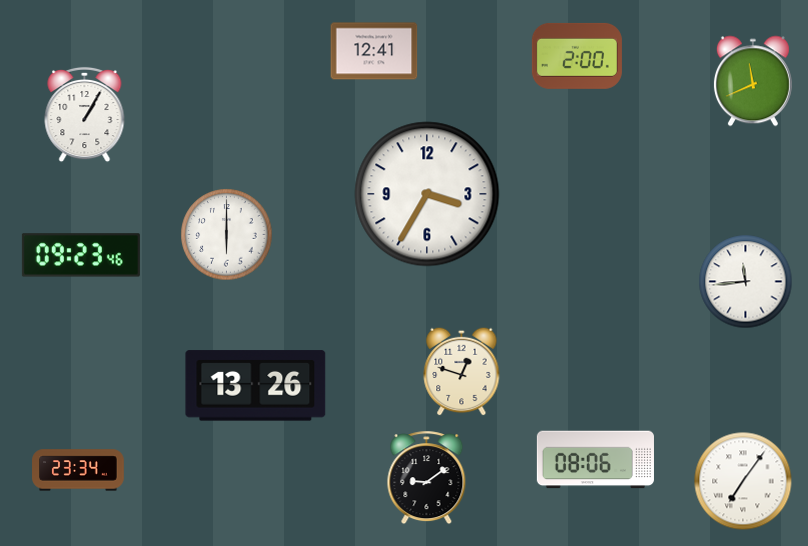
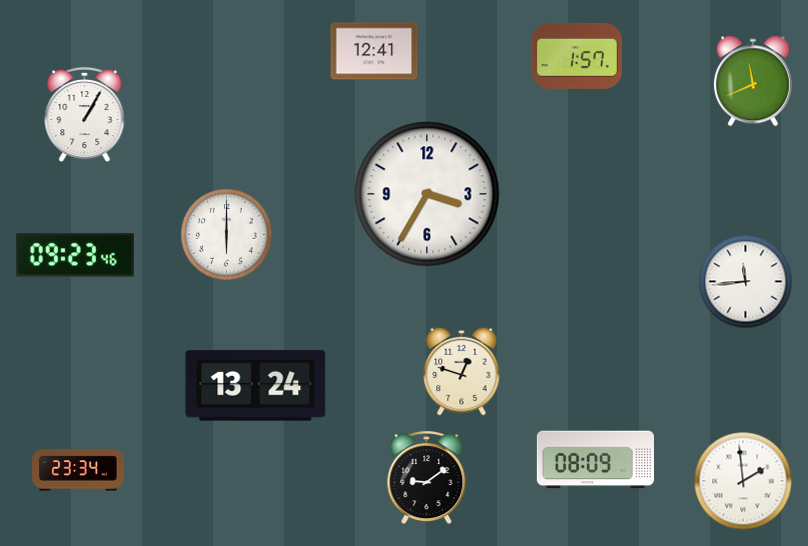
clock at (577, 56): 2:00 -> 1:57
clock at (81, 255) position: (81, 255) -> (75, 255)
clock at (256, 386): 13:26 -> 13:24
clock at (595, 460): 08:06 -> 08:09
clock at (743, 481): 7:06 -> 1:59
